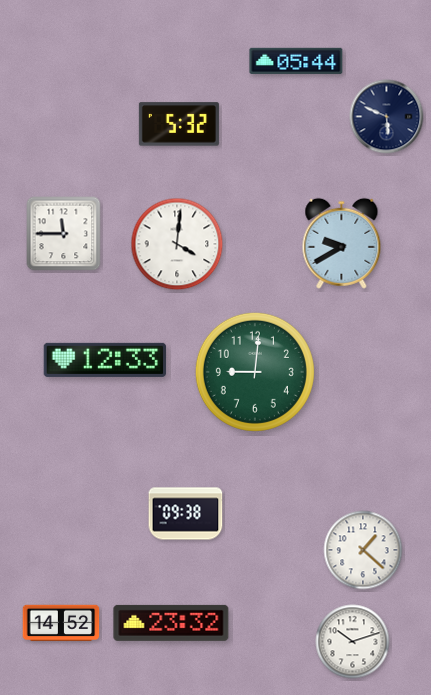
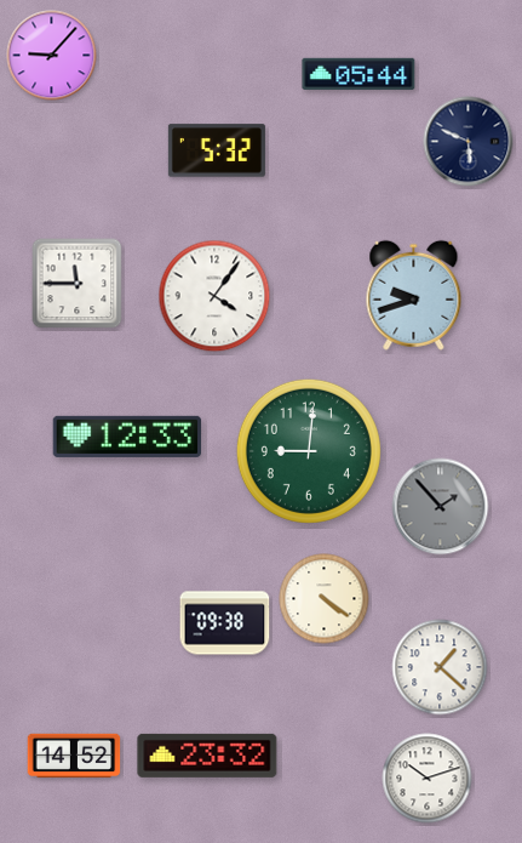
clock at (52, 56): none -> 9:07
clock at (342, 243): 9:40 -> 9:42
clock at (177, 244): 4:01 -> 4:06
clock at (441, 507): none -> 1:53
clock at (325, 599): none -> 4:21
